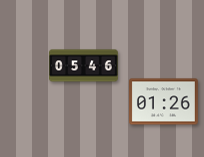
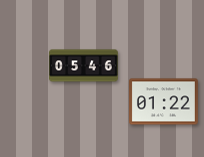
clock at (164, 102): 01:26 -> 01:22
